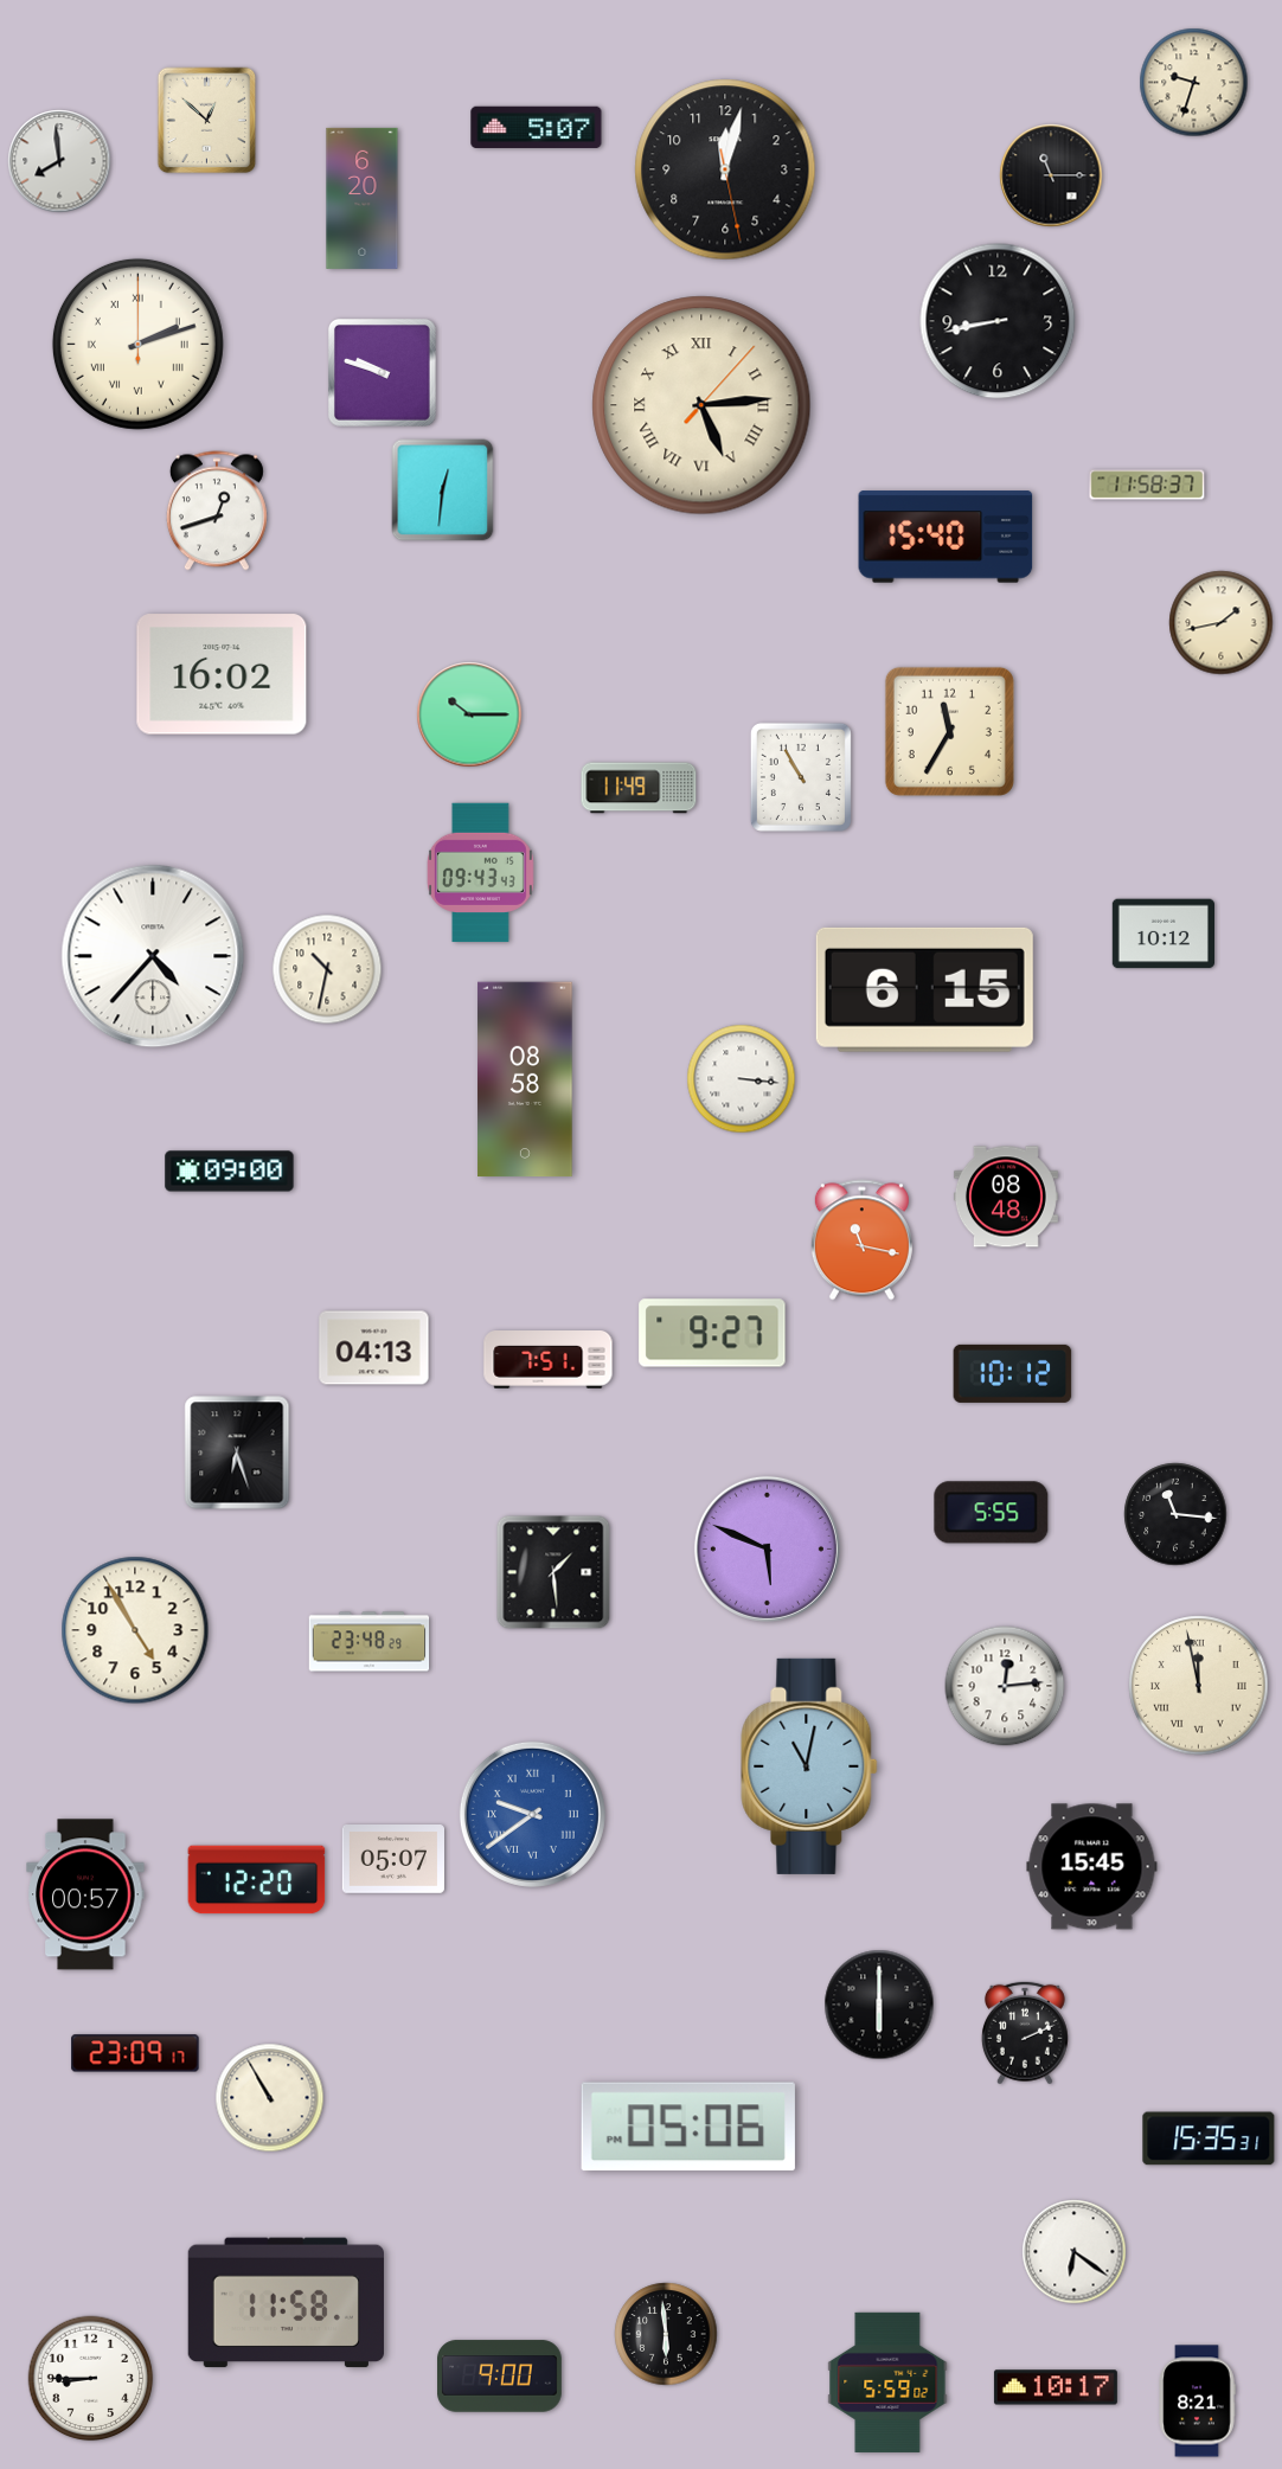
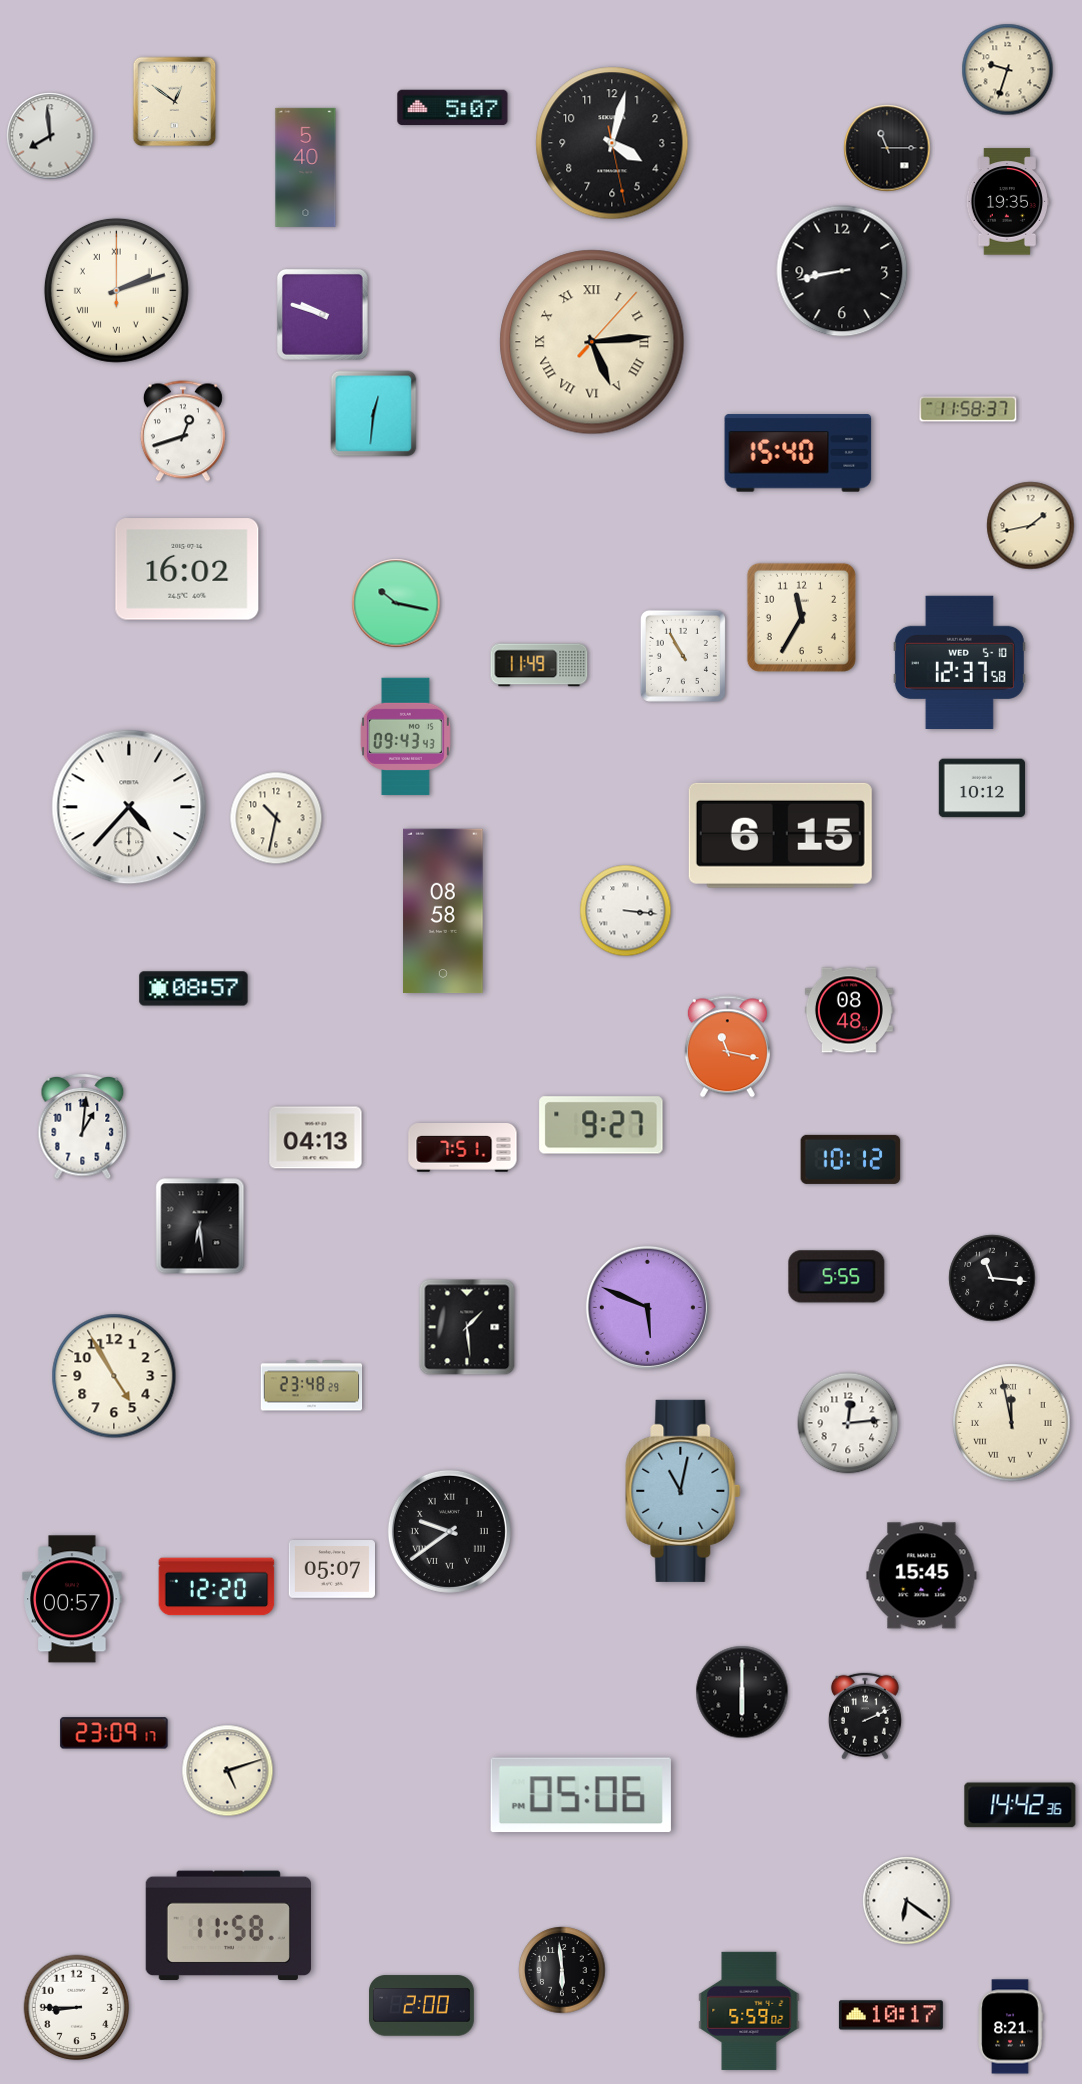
clock at (207, 121): 12:52 -> 12:51
clock at (725, 169): 12:02 -> 4:02
clock at (363, 198): 6:20 -> 5:40
clock at (1007, 202): none -> 19:35
clock at (469, 714): 10:15 -> 10:17
clock at (801, 777) position: (801, 777) -> (683, 656)
clock at (959, 662): none -> 12:37
clock at (230, 1172): 09:00 -> 08:57
clock at (83, 1127): none -> 1:01
clock at (1013, 1373) position: (1013, 1373) -> (851, 1159)
clock at (237, 1452): 6:27 -> 6:29
clock at (532, 1814) dial: blue -> black
clock at (270, 2098): 10:55 -> 5:12
clock at (1209, 2138): 15:35 -> 14:42
clock at (286, 2303) position: (286, 2303) -> (228, 1926)
clock at (500, 2377): 9:00 -> 2:00
